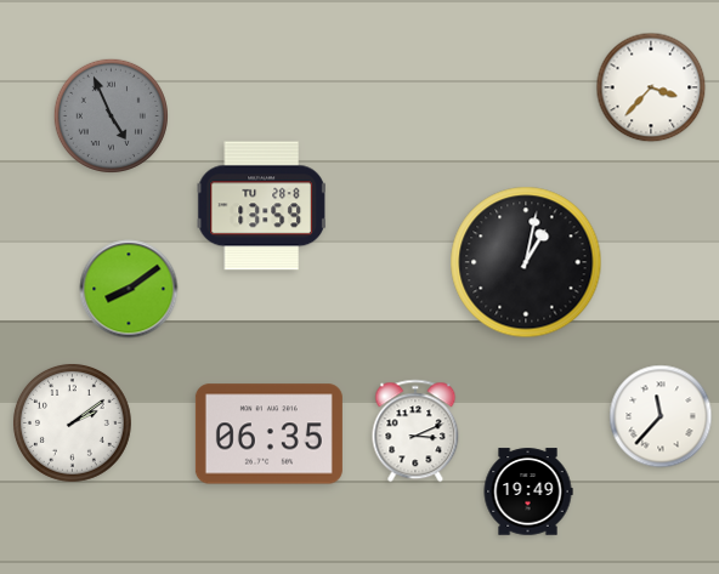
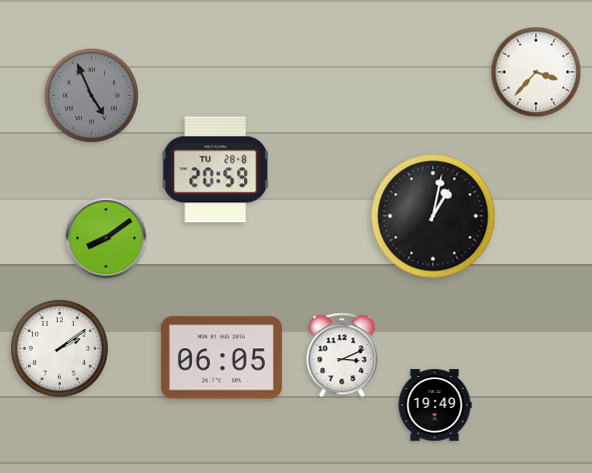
clock at (261, 206): 13:59 -> 20:59
clock at (661, 416): 11:37 -> none
clock at (268, 434): 06:35 -> 06:05
